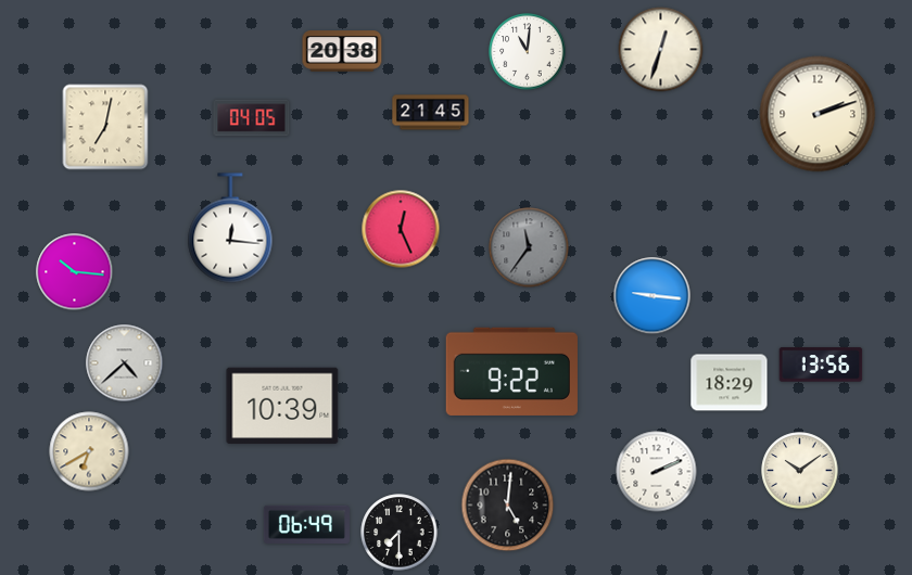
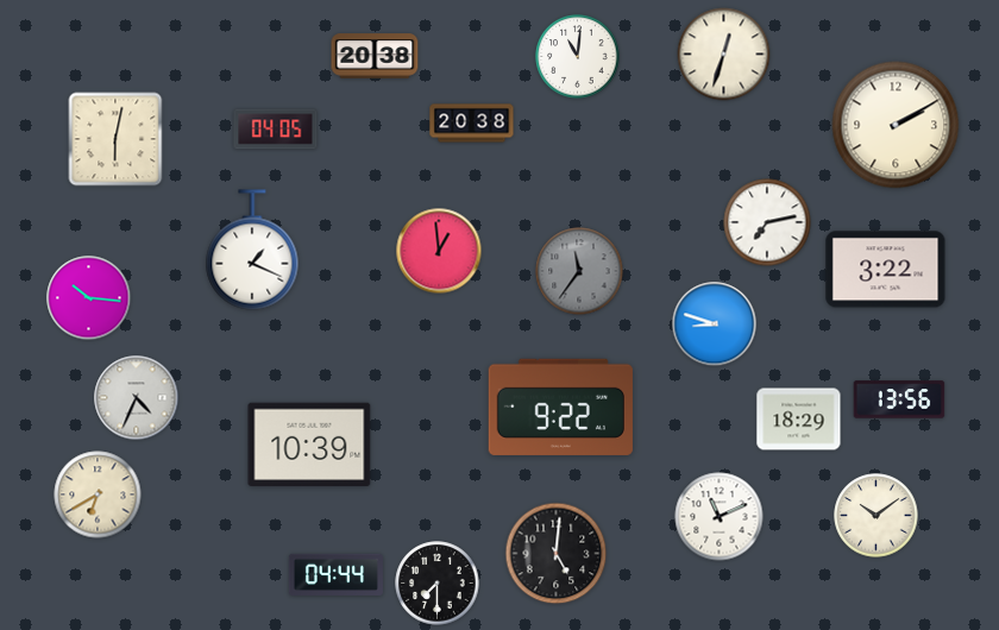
clock at (431, 113): 21:45 -> 20:38
clock at (818, 114): 2:12 -> 2:10
clock at (105, 127): 7:02 -> 6:02
clock at (767, 222): none -> 7:13
clock at (230, 228): 12:16 -> 1:19
clock at (401, 229): 12:26 -> 12:59
clock at (886, 270): none -> 3:22
clock at (75, 272) position: (75, 272) -> (89, 298)
clock at (653, 296): 9:16 -> 8:48
clock at (125, 363): 4:38 -> 4:34
clock at (657, 472): 2:11 -> 11:11
clock at (306, 524): 06:49 -> 04:44
